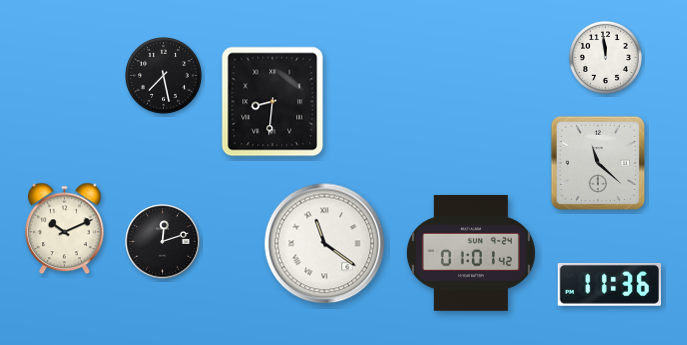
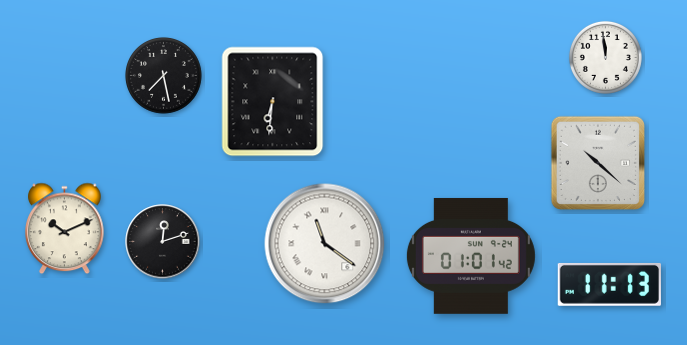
clock at (273, 102): 8:31 -> 6:31
clock at (597, 162): 11:22 -> 10:22
clock at (471, 253) position: (471, 253) -> (471, 256)
clock at (609, 284): 11:36 -> 11:13
